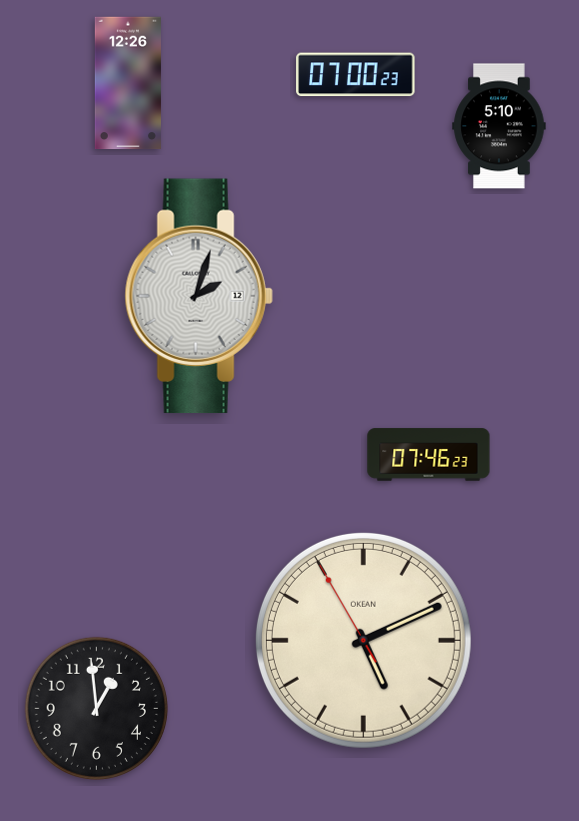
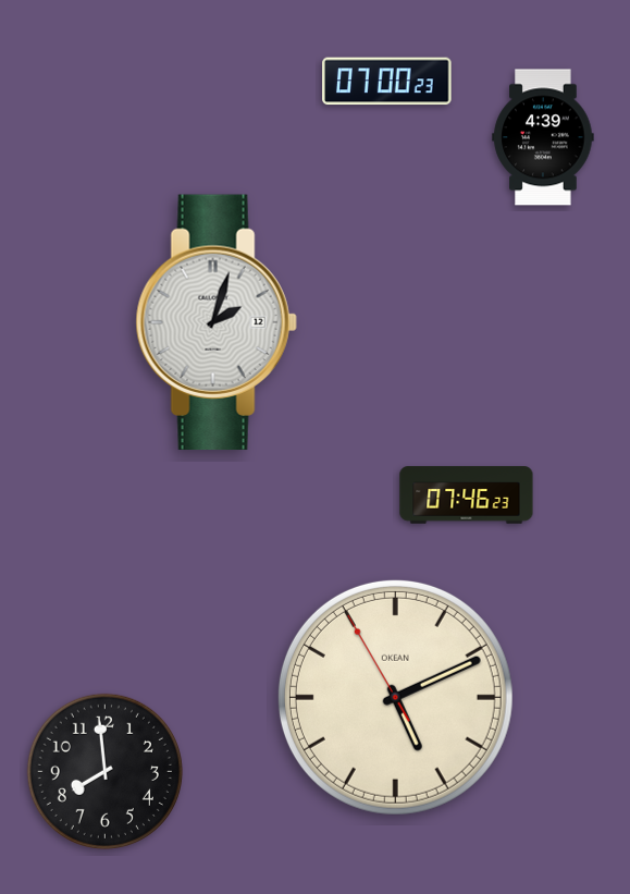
clock at (128, 83): 12:26 -> none
clock at (499, 126): 5:10 -> 4:39
clock at (96, 708): 12:59 -> 7:59
